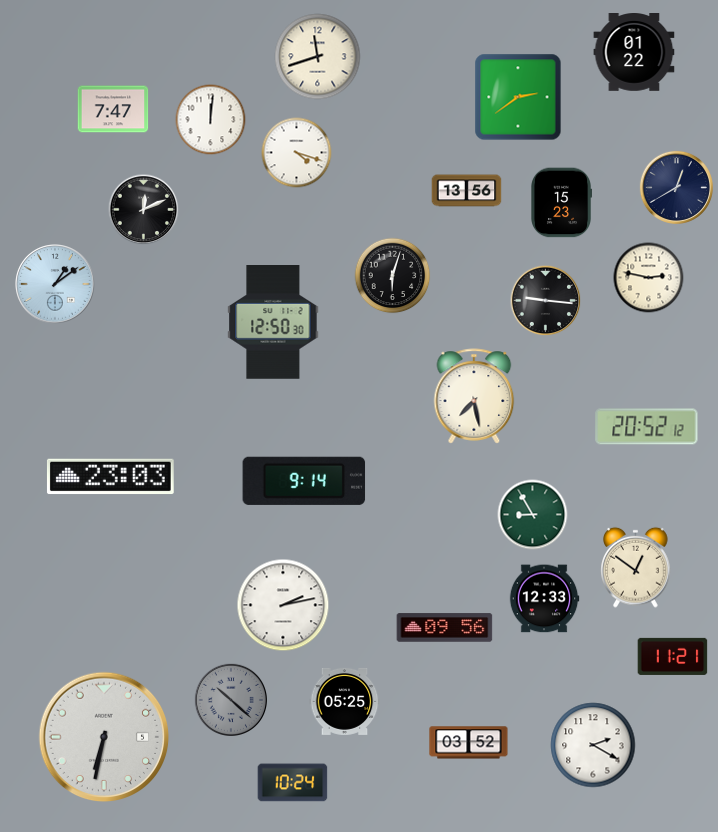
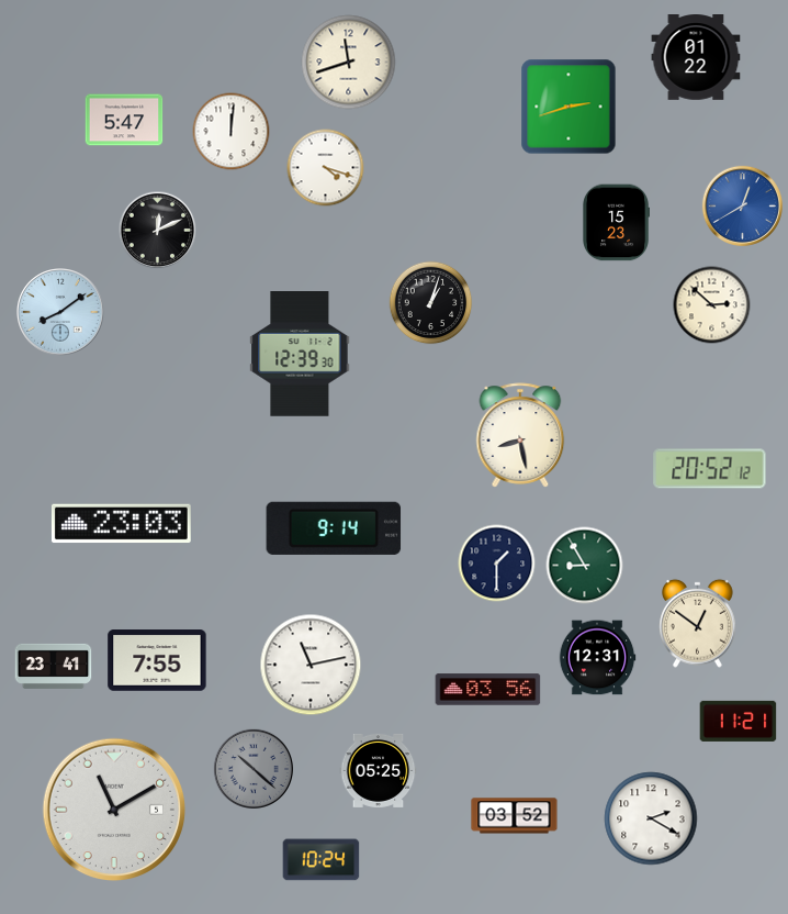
clock at (518, 97): 2:39 -> 2:42
clock at (113, 109): 7:47 -> 5:47
clock at (676, 187) dial: navy -> blue
clock at (467, 191): 13:56 -> none
clock at (393, 276): 6:03 -> 1:03
clock at (649, 278): 2:47 -> 2:52
clock at (55, 284): 1:09 -> 8:09
clock at (546, 301): 9:16 -> none
clock at (273, 323): 12:50 -> 12:39
clock at (474, 396): 7:28 -> 8:28
clock at (497, 564): none -> 1:30
clock at (544, 599): 12:33 -> 12:31
clock at (157, 660): none -> 7:55
clock at (283, 605): 2:13 -> 11:13
clock at (54, 666): none -> 23:41
clock at (445, 628): 09:56 -> 03:56
clock at (104, 737): 6:32 -> 11:10
